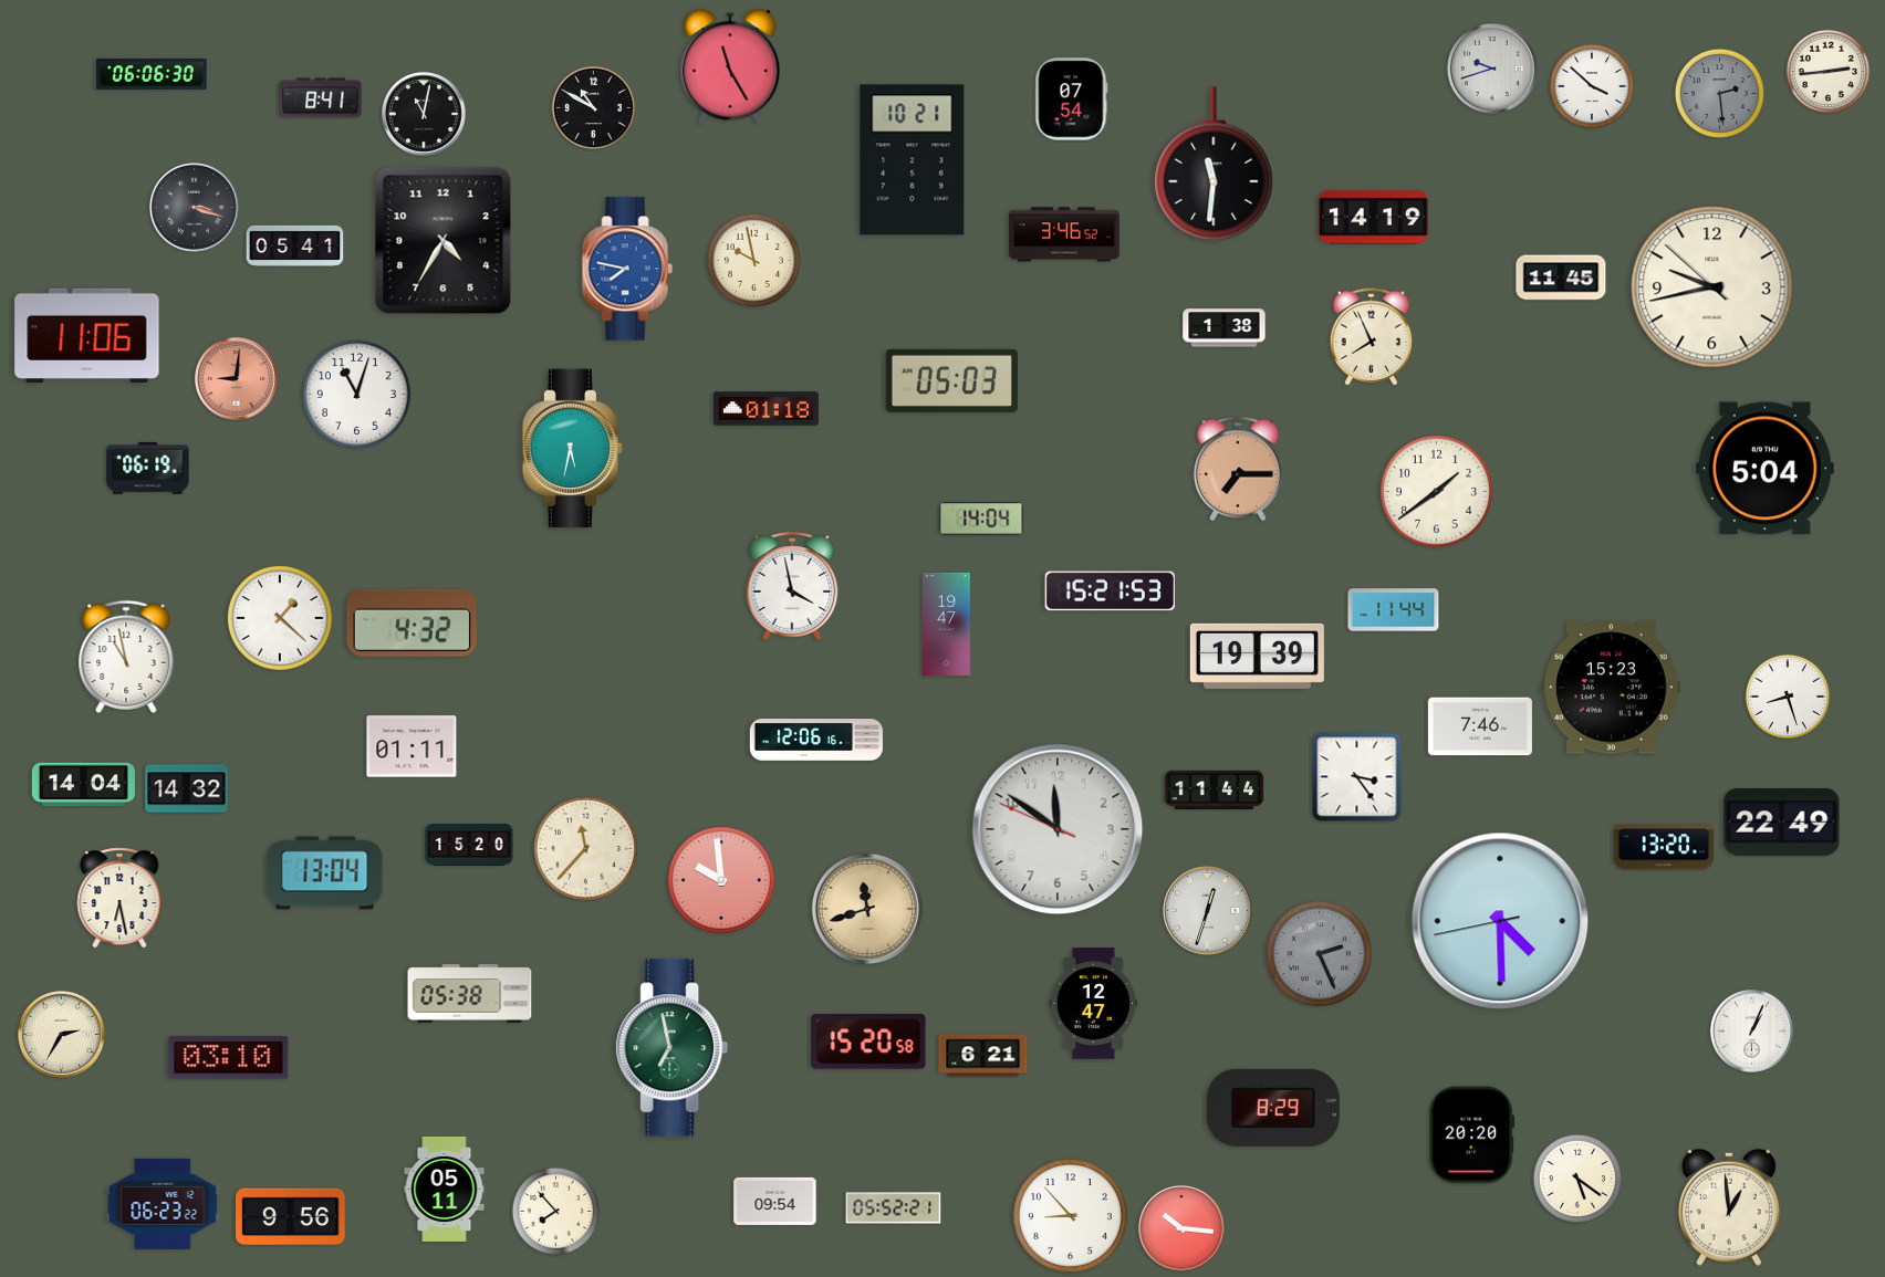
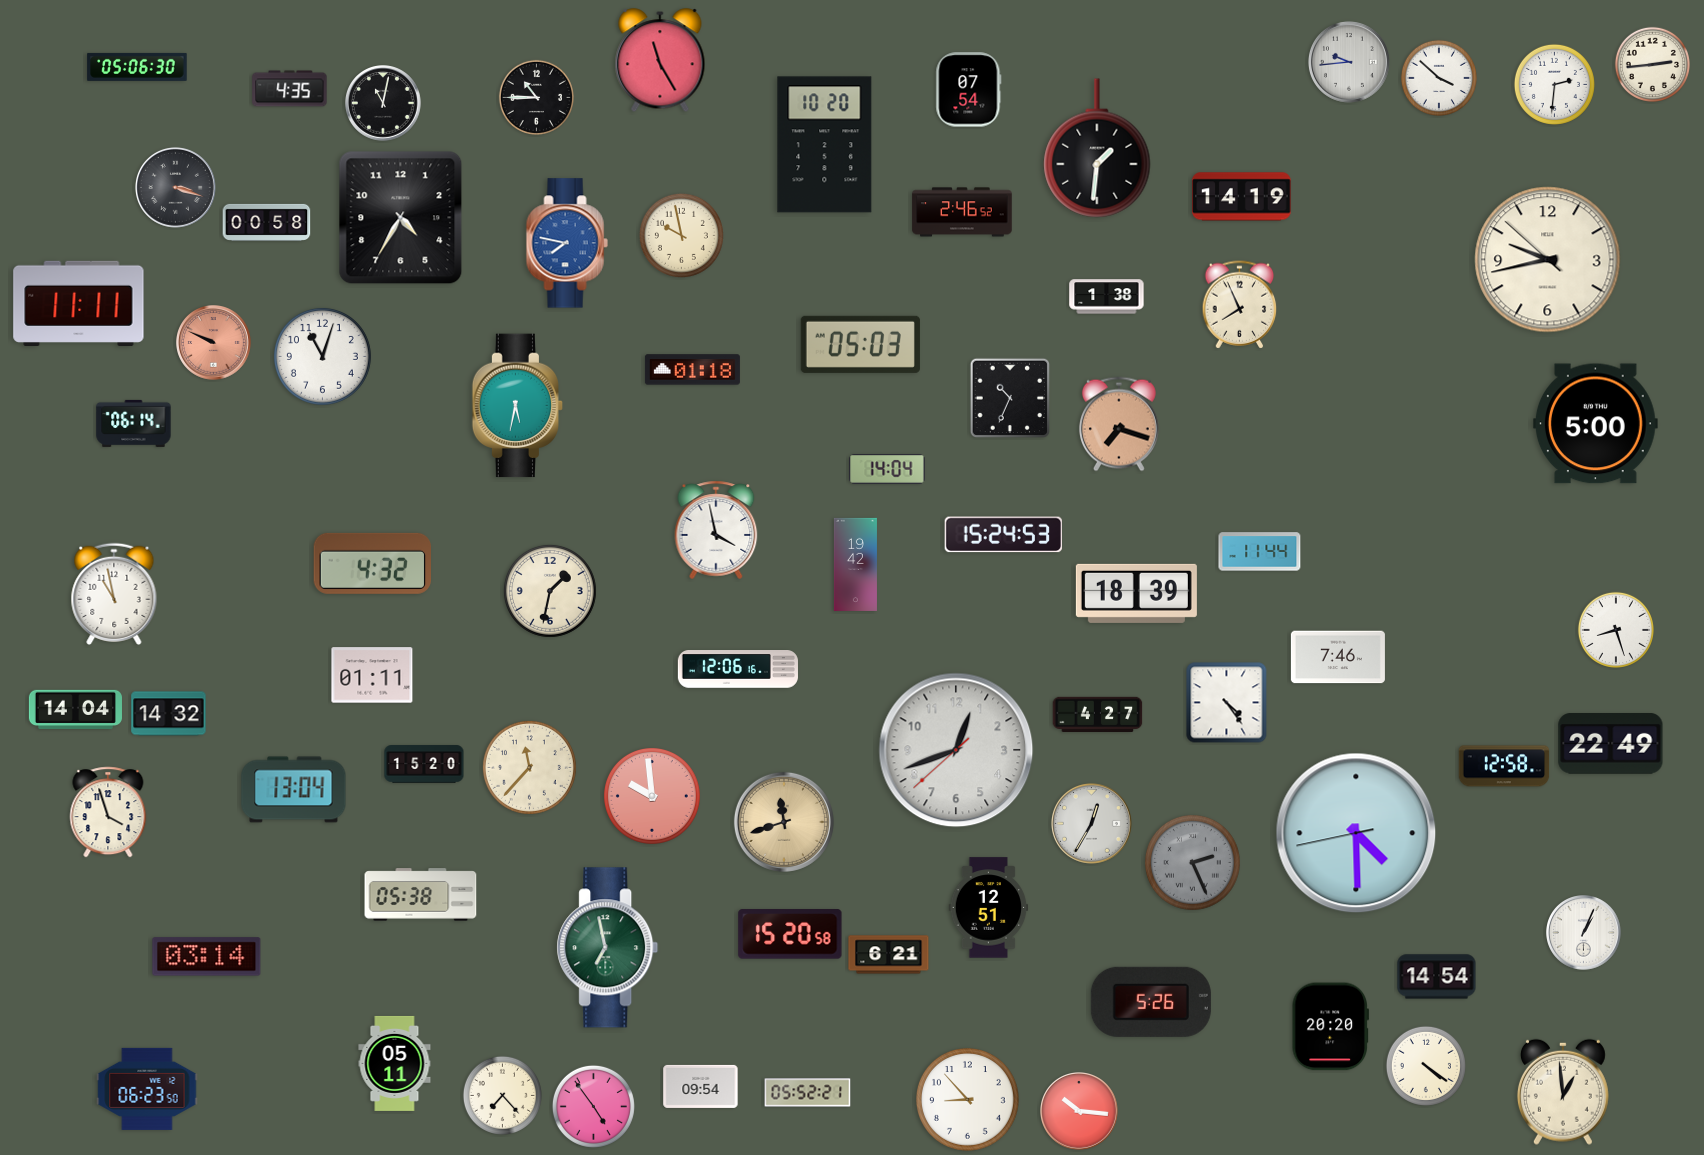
clock at (1492, 69): 9:42 -> 9:44
clock at (152, 74): 06:06 -> 05:06
clock at (1719, 93): 2:29 -> 2:31
clock at (1719, 93) dial: grey -> white
clock at (321, 98): 8:41 -> 4:35
clock at (593, 107): 10:50 -> 10:45
clock at (913, 160): 10:21 -> 10:20
clock at (1214, 164): 11:31 -> 1:31
clock at (1064, 234): 3:46 -> 2:46
clock at (295, 245): 05:41 -> 00:58
clock at (1561, 278): 11:45 -> none
clock at (87, 335): 11:06 -> 11:11
clock at (237, 379): 9:01 -> 9:49
clock at (1010, 398): none -> 10:34
clock at (148, 468): 06:19 -> 06:14
clock at (1238, 469): 7:15 -> 7:18
clock at (1764, 469): 5:04 -> 5:00
clock at (1436, 491): 1:39 -> none
clock at (1111, 592): 15:21 -> 15:24
clock at (280, 618): 1:22 -> none
clock at (946, 624): 19:47 -> 19:42
clock at (550, 591): none -> 1:32
clock at (1257, 656): 19:39 -> 18:39
clock at (1611, 688): 15:23 -> none
clock at (1357, 777): 3:24 -> 4:24
clock at (1215, 791): 11:44 -> 4:27
clock at (1058, 829): 11:50 -> 12:41
clock at (1664, 847): 13:20 -> 12:58
clock at (119, 898): 6:28 -> 3:57
clock at (1207, 910): 12:33 -> 12:35
clock at (470, 994) position: (470, 994) -> (421, 895)
clock at (1094, 1004): 12:47 -> 12:51
clock at (62, 1035): 2:35 -> none
clock at (868, 1042) position: (868, 1042) -> (790, 934)
clock at (229, 1058): 03:10 -> 03:14
clock at (1437, 977): none -> 14:54
clock at (1273, 1108): 8:29 -> 5:26
clock at (1577, 1179): 5:21 -> 4:21
clock at (445, 1189) position: (445, 1189) -> (395, 1063)
clock at (163, 1204): 06:23:22 -> 06:23:50
clock at (555, 1211): 7:53 -> 7:23
clock at (291, 1217): 9:56 -> none
clock at (593, 1106): none -> 4:54
clock at (1183, 1229) position: (1183, 1229) -> (1080, 1112)
